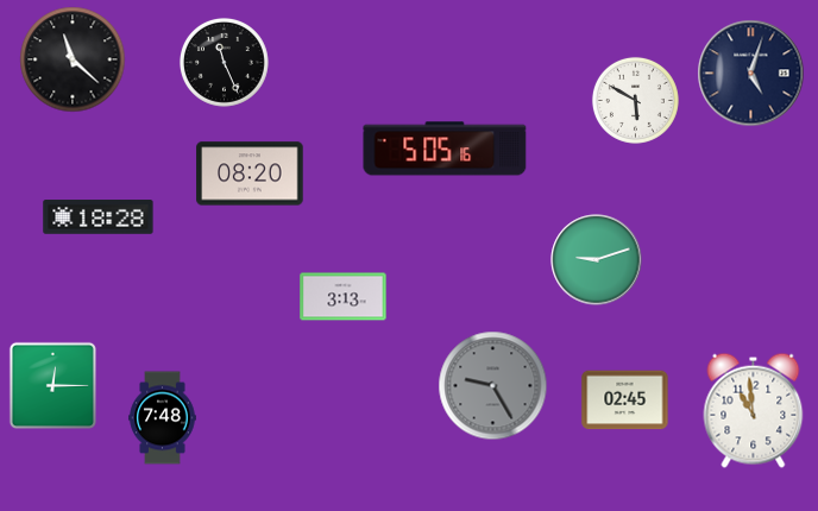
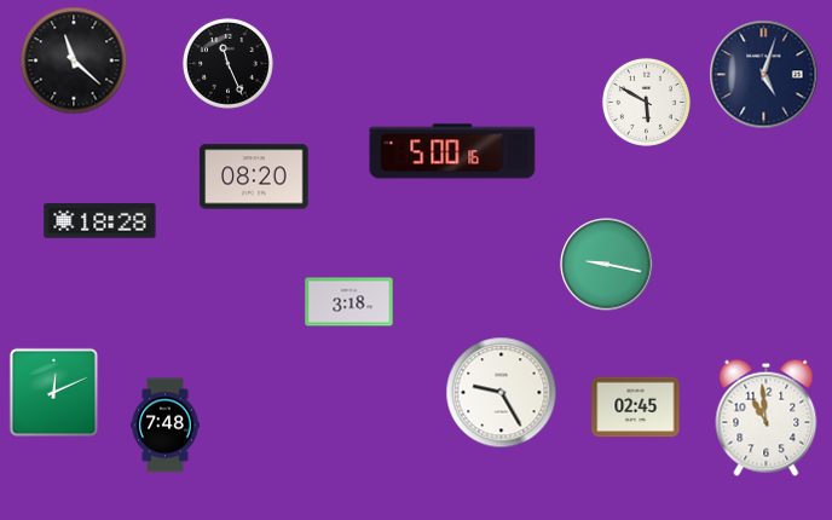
clock at (445, 149): 5:05 -> 5:00
clock at (597, 260): 9:12 -> 9:17
clock at (344, 297): 3:13 -> 3:18
clock at (52, 385): 12:15 -> 12:11
clock at (493, 386) dial: grey -> white
